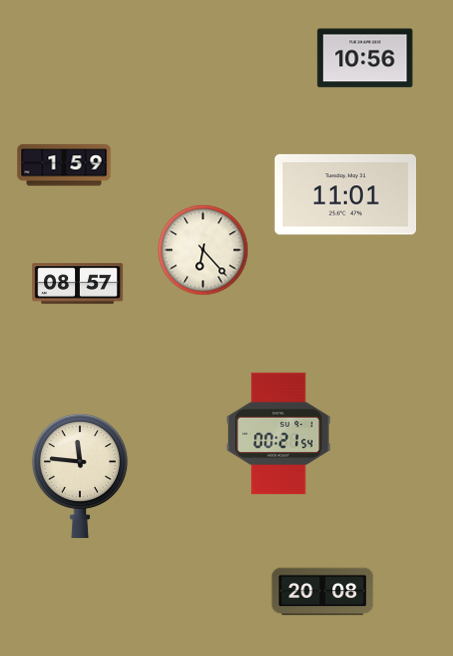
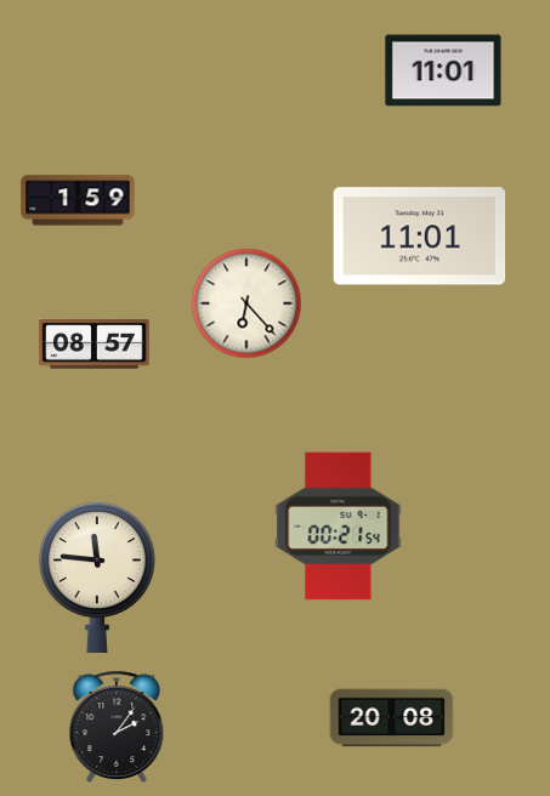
clock at (365, 58): 10:56 -> 11:01
clock at (117, 727): none -> 2:06
